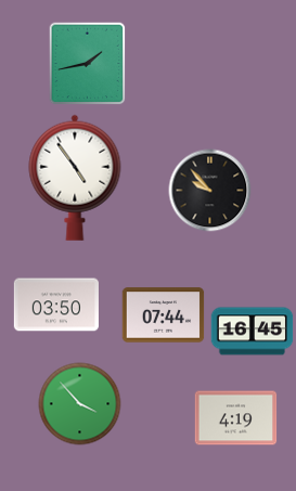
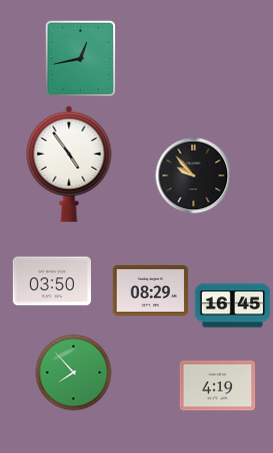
clock at (88, 64): 1:43 -> 12:43
clock at (164, 315): 07:44 -> 08:29
clock at (80, 404): 3:53 -> 7:53
